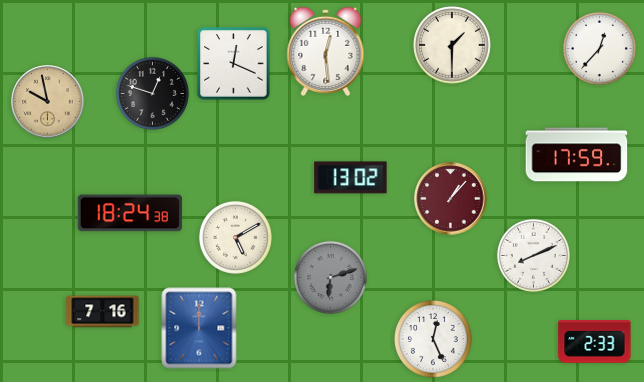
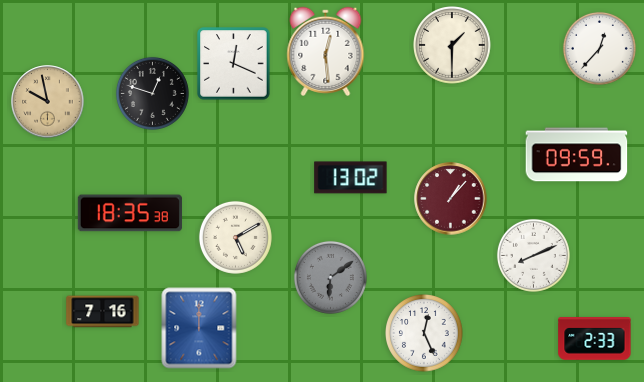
clock at (577, 155): 17:59 -> 09:59
clock at (130, 213): 18:24 -> 18:35
clock at (330, 277): 6:12 -> 6:09
clock at (433, 339) position: (433, 339) -> (424, 333)
clock at (595, 342) position: (595, 342) -> (595, 339)
